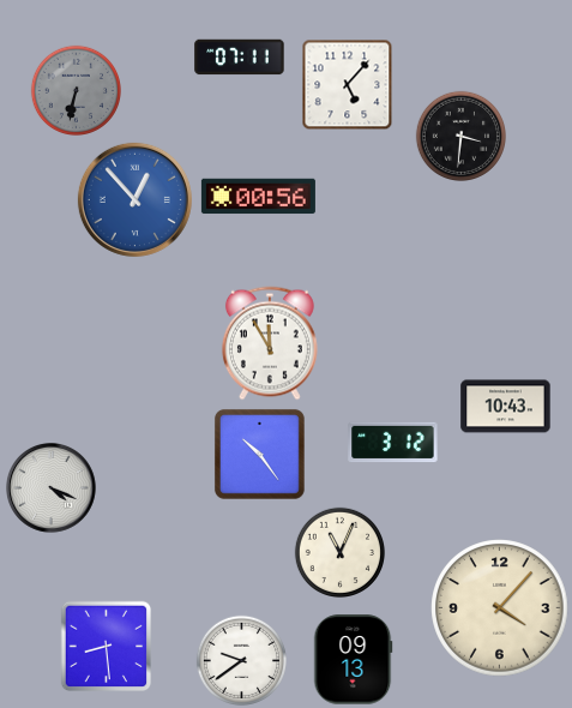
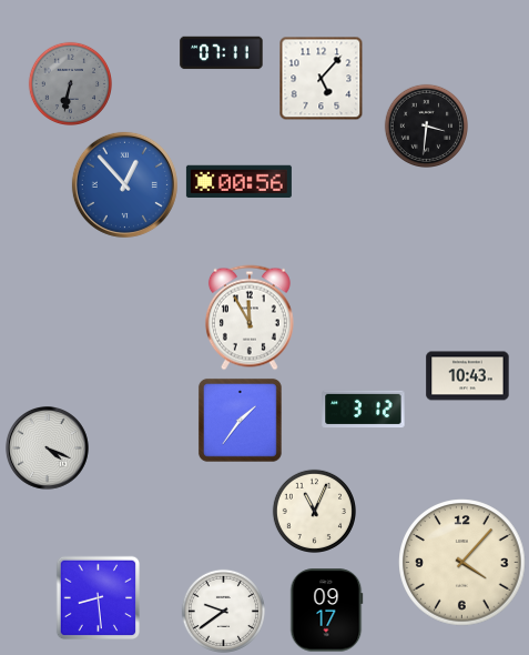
clock at (259, 454): 10:24 -> 1:36
clock at (52, 488) position: (52, 488) -> (48, 449)
clock at (354, 660): 09:13 -> 09:17
